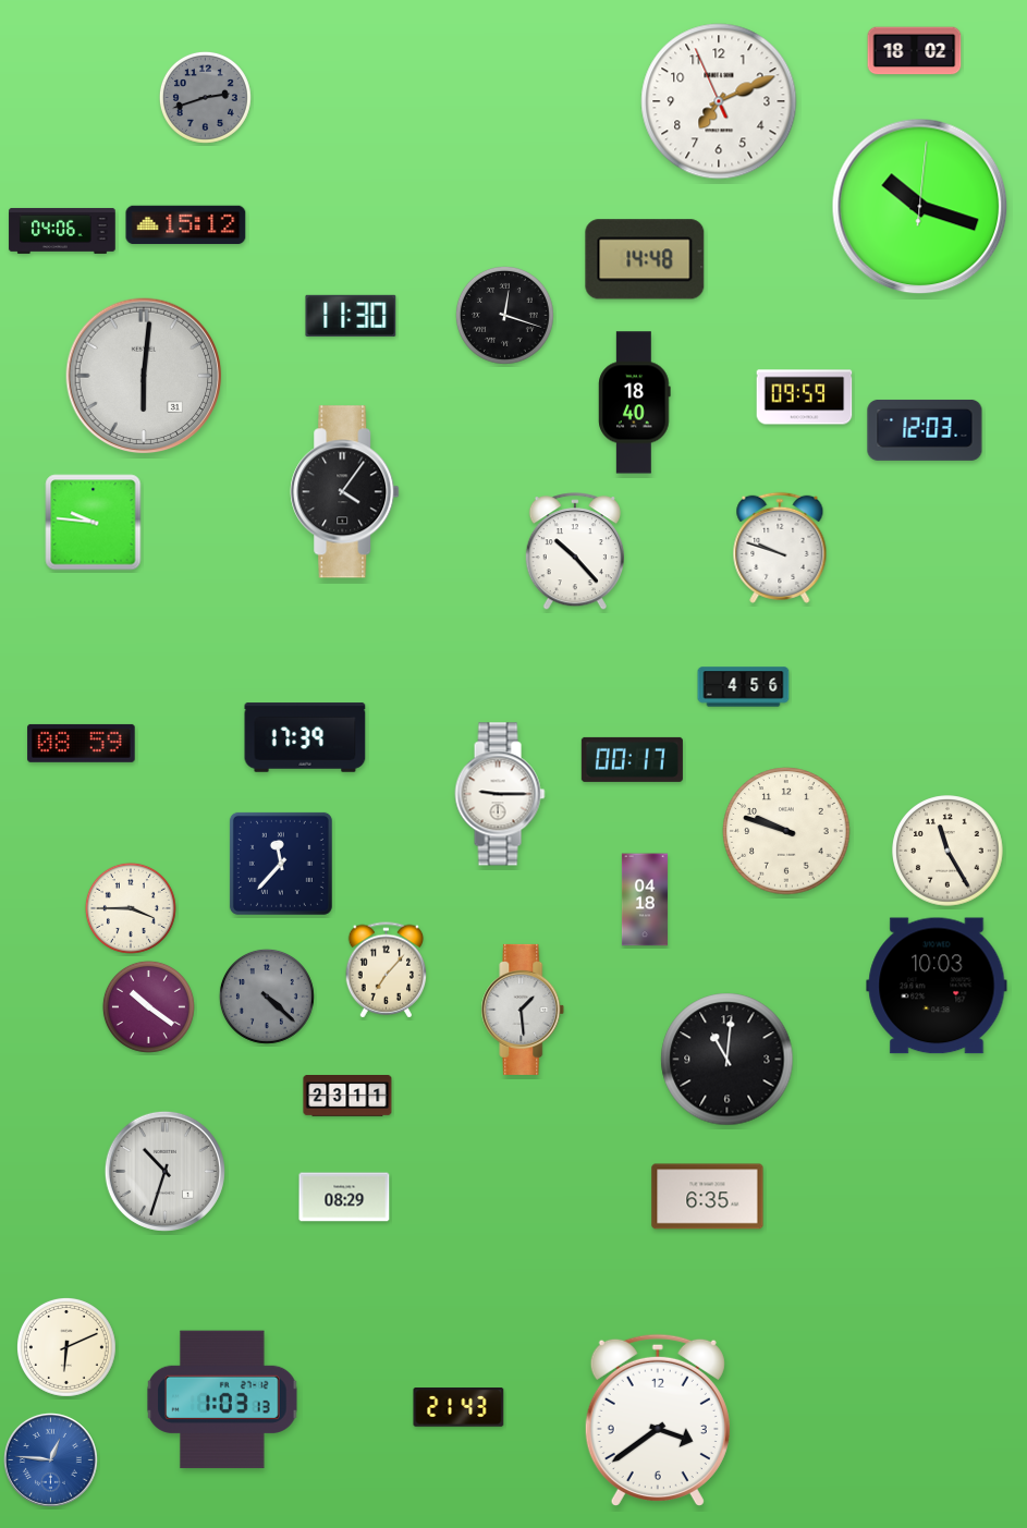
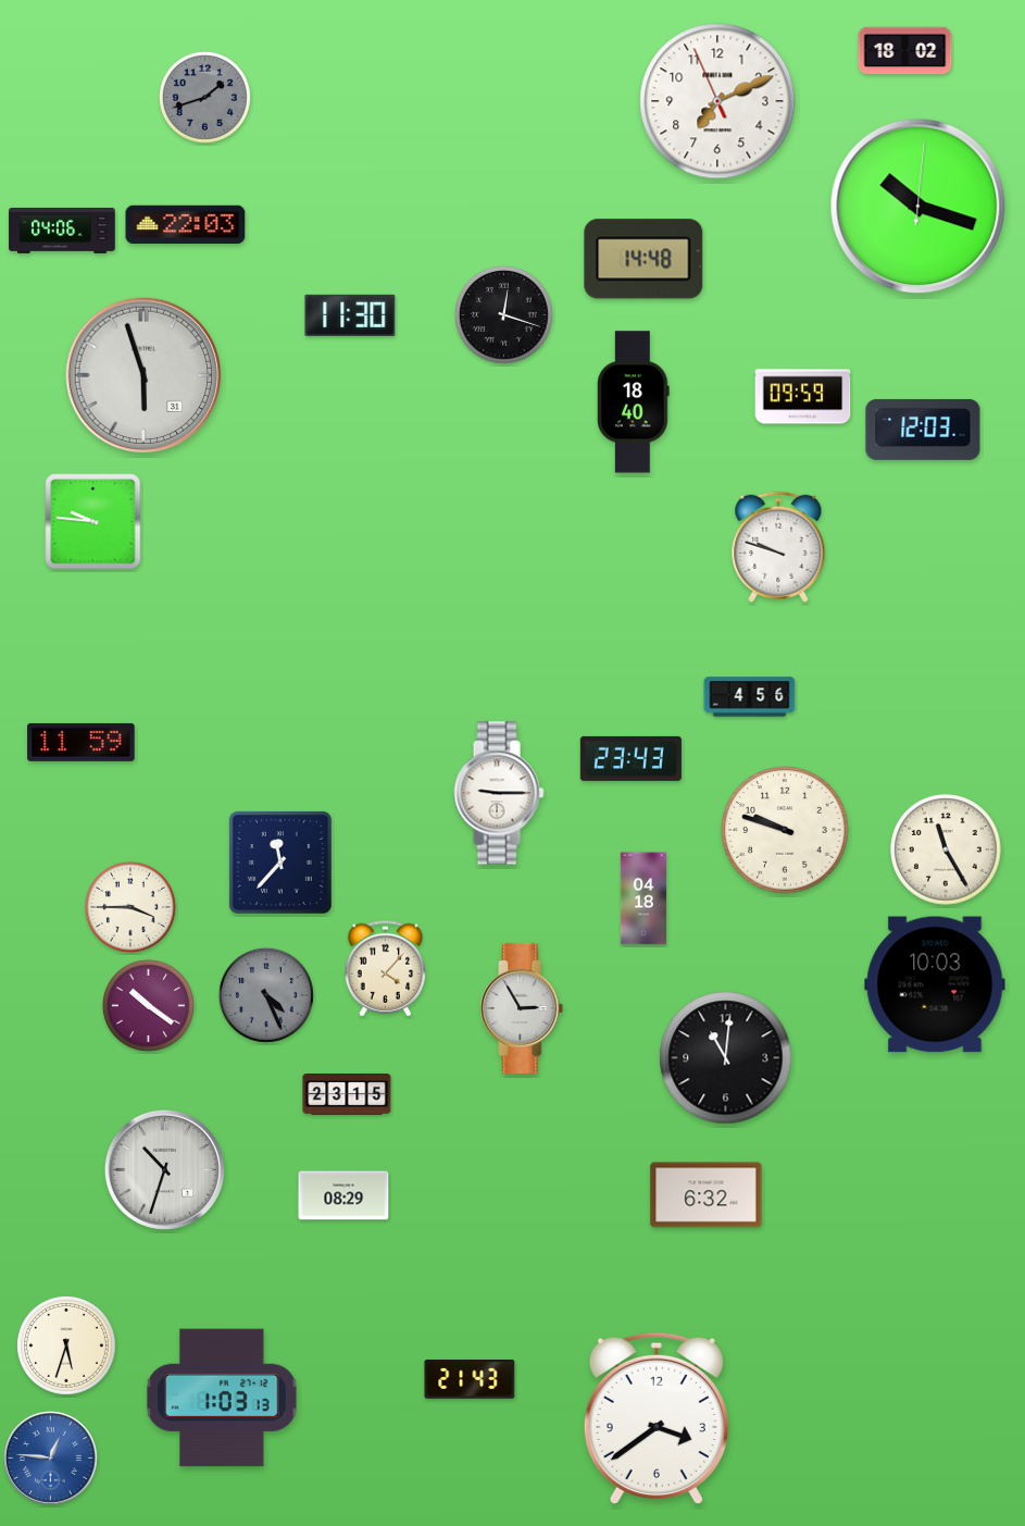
clock at (915, 51) position: (915, 51) -> (905, 51)
clock at (205, 97): 2:42 -> 1:42
clock at (186, 225): 15:12 -> 22:03
clock at (144, 376): 6:01 -> 5:57
clock at (345, 492): 4:06 -> none
clock at (575, 552): 10:23 -> none
clock at (744, 687) position: (744, 687) -> (750, 697)
clock at (305, 737): 17:39 -> none
clock at (82, 743): 08:59 -> 11:59
clock at (632, 759): 00:17 -> 23:43
clock at (387, 970): 7:07 -> 4:07
clock at (267, 997): 4:22 -> 4:26
clock at (523, 1010): 1:29 -> 2:55
clock at (347, 1096): 23:11 -> 23:15
clock at (708, 1197): 6:35 -> 6:32
clock at (66, 1347): 6:11 -> 5:33
clock at (459, 1407) position: (459, 1407) -> (470, 1379)
